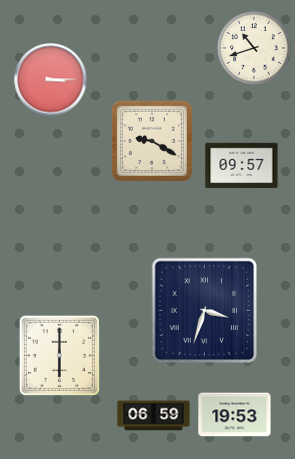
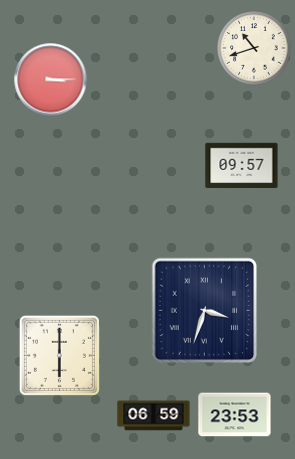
clock at (152, 141): 9:20 -> none
clock at (235, 415): 19:53 -> 23:53
